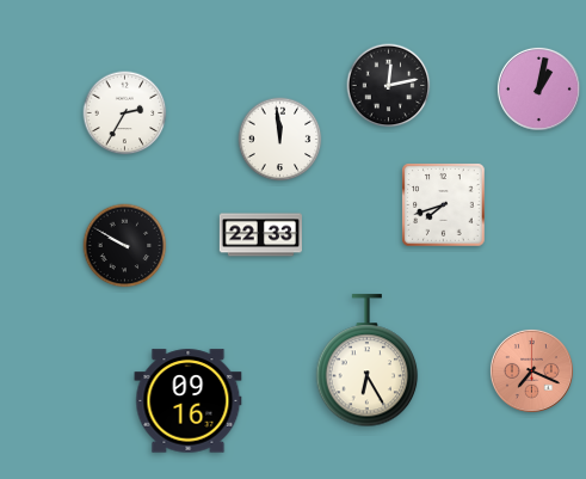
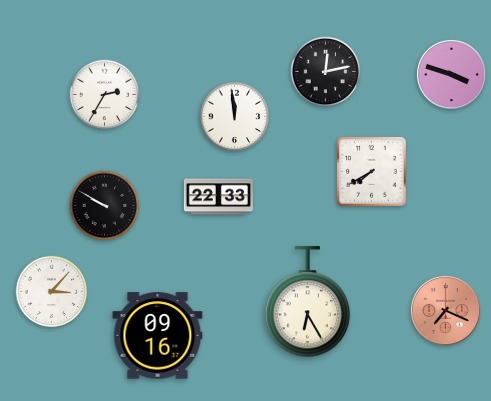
clock at (538, 88): 1:02 -> 3:48
clock at (444, 205): 7:42 -> 7:40
clock at (52, 292): none -> 3:07
